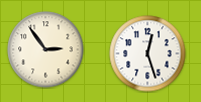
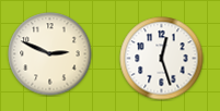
clock at (46, 50): 2:54 -> 2:49
